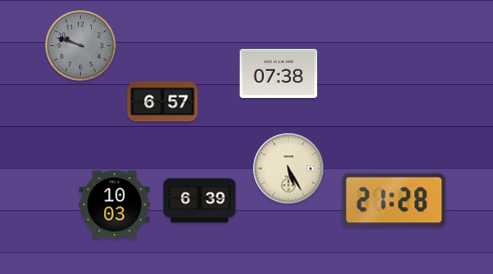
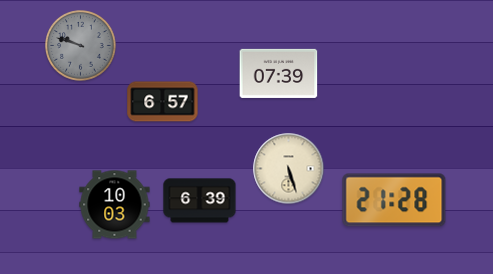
clock at (279, 73): 07:38 -> 07:39
clock at (289, 169): 5:25 -> 5:27
